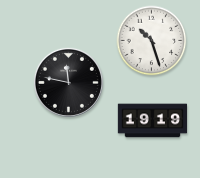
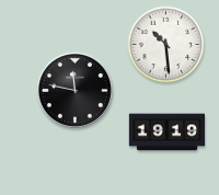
clock at (152, 41): 10:27 -> 10:29
